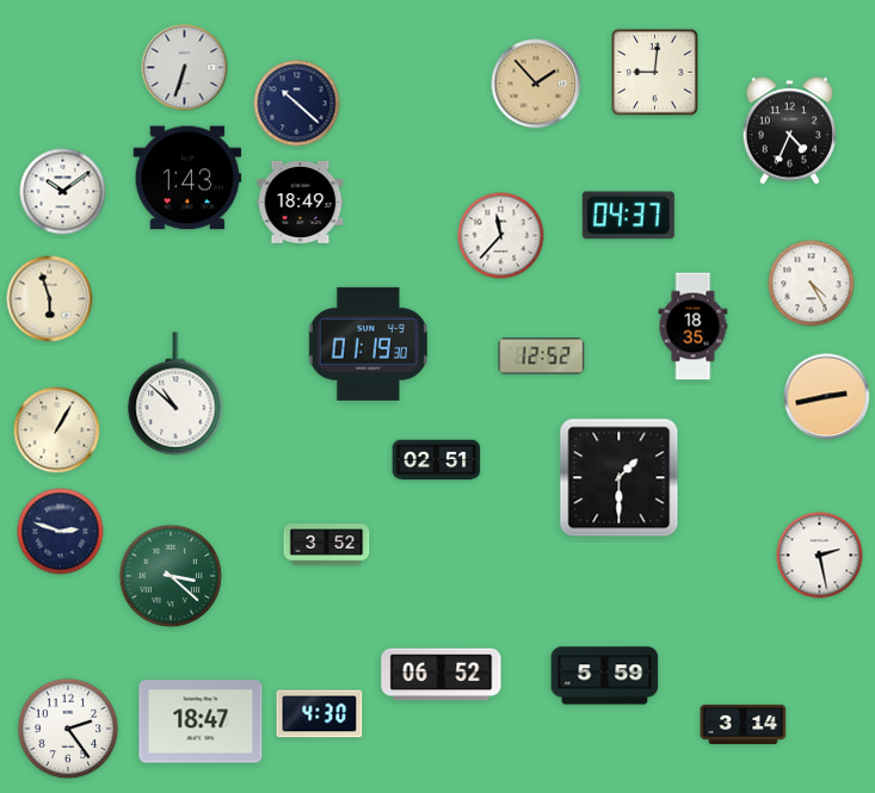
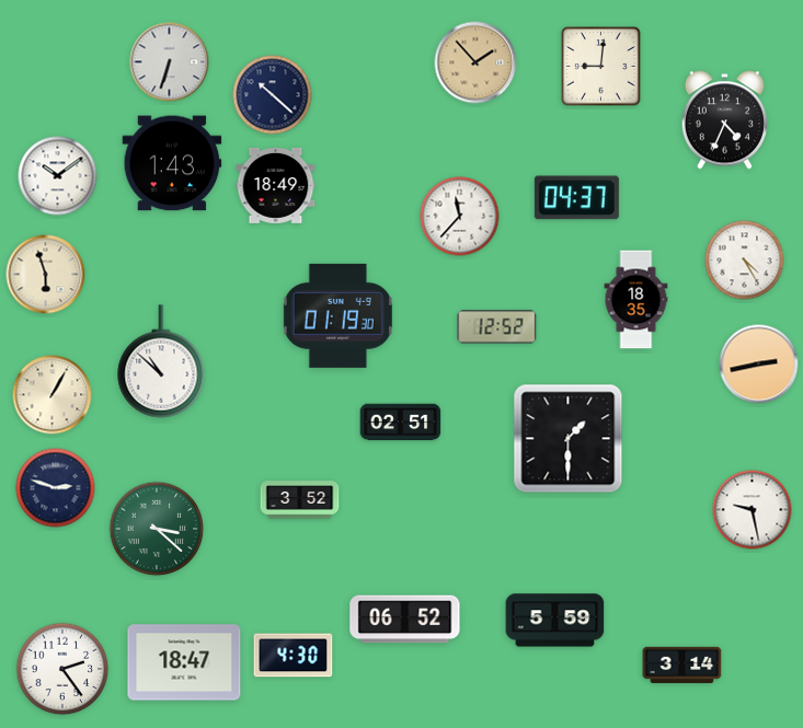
clock at (536, 83) position: (536, 83) -> (475, 62)
clock at (820, 556): 2:28 -> 9:28
